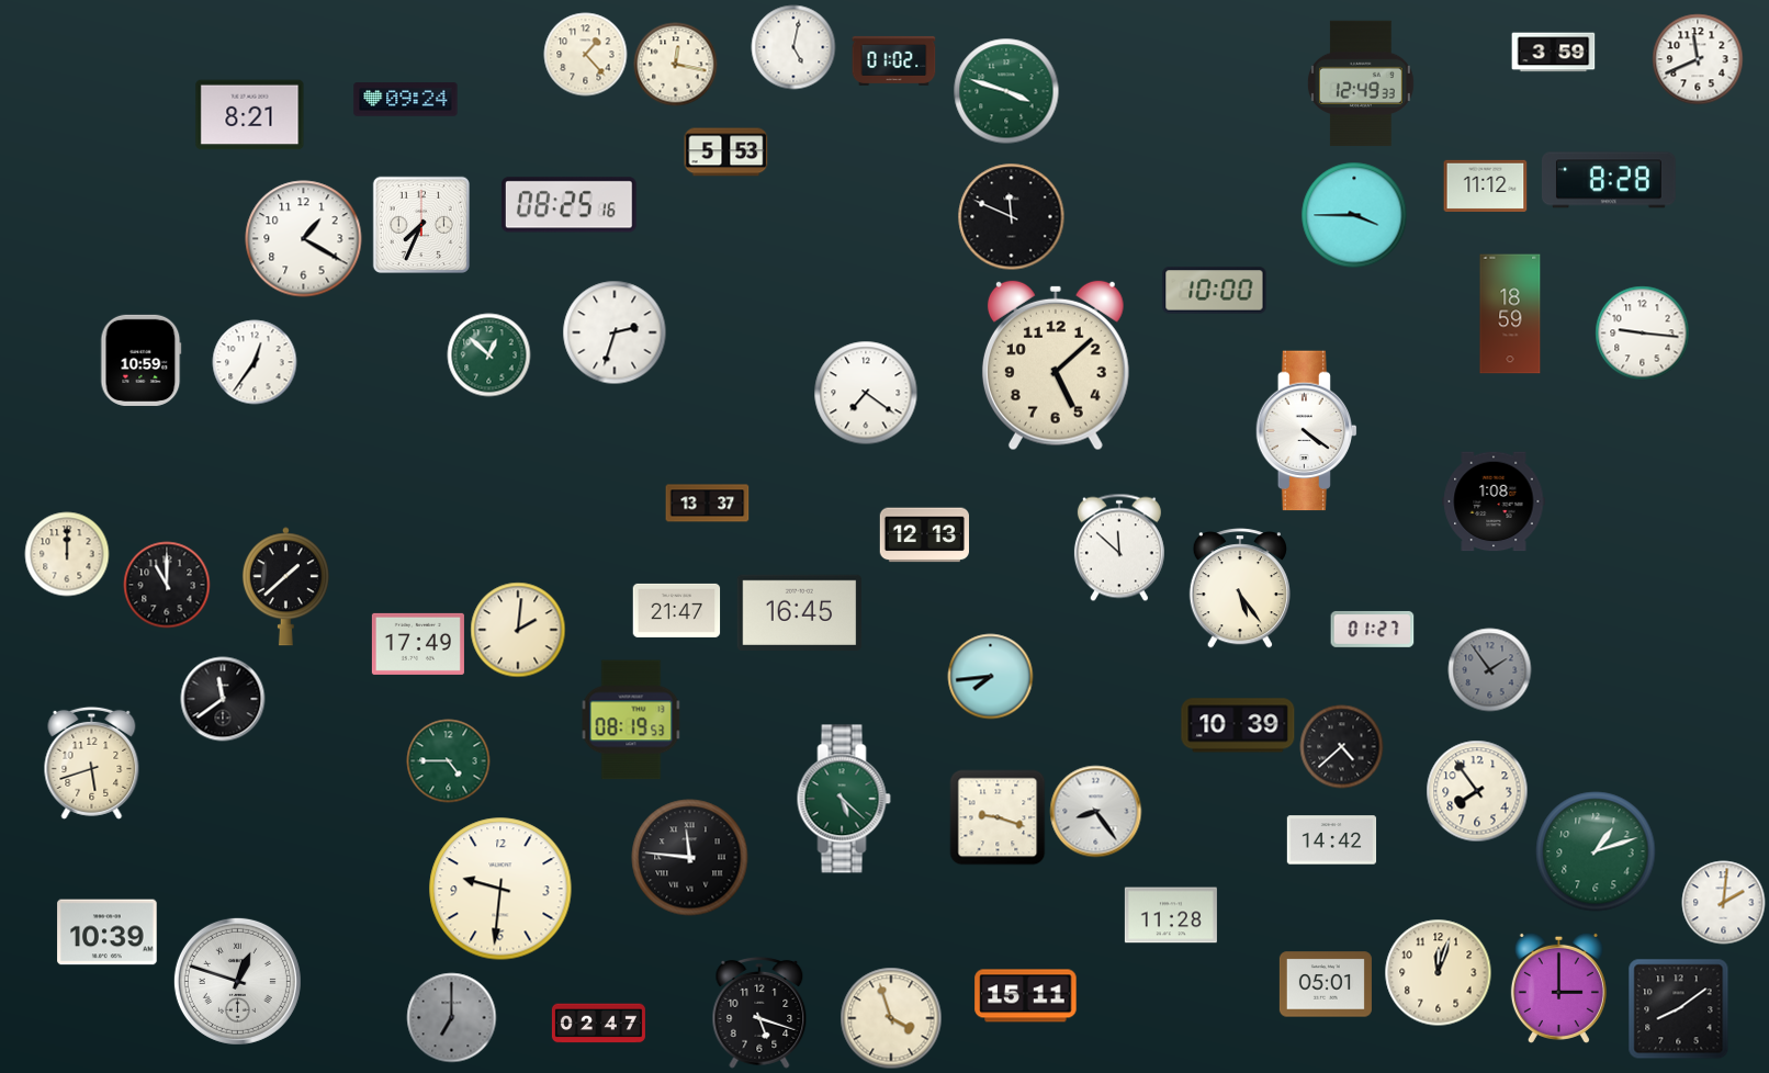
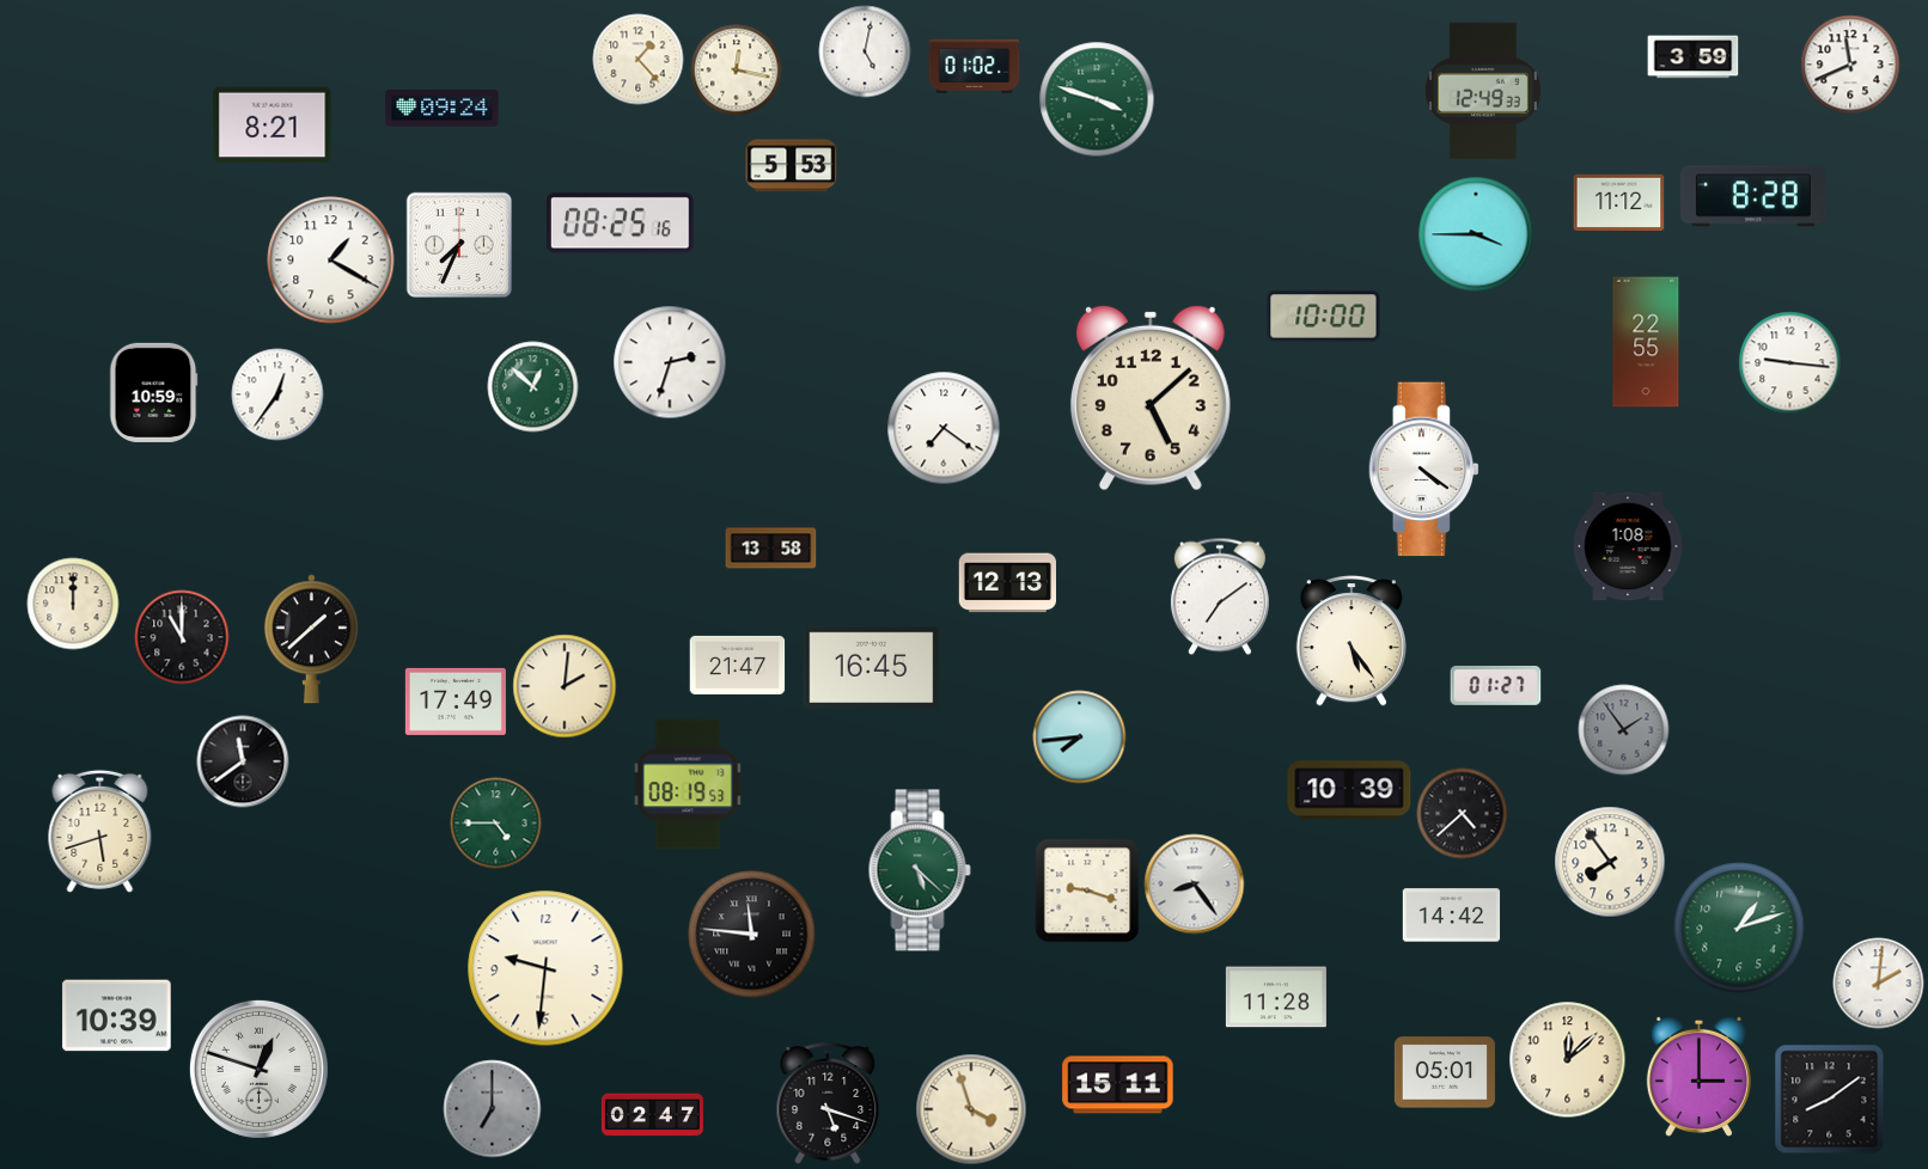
clock at (1012, 217): 11:49 -> none
clock at (1510, 314): 18:59 -> 22:55
clock at (708, 504): 13:37 -> 13:58
clock at (1119, 547): 11:52 -> 7:09
clock at (449, 761) position: (449, 761) -> (496, 824)
clock at (1439, 973): 12:03 -> 12:08
